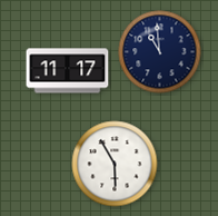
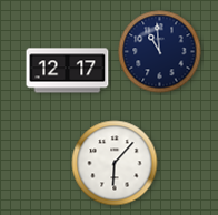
clock at (68, 71): 11:17 -> 12:17
clock at (115, 164): 5:55 -> 6:07
